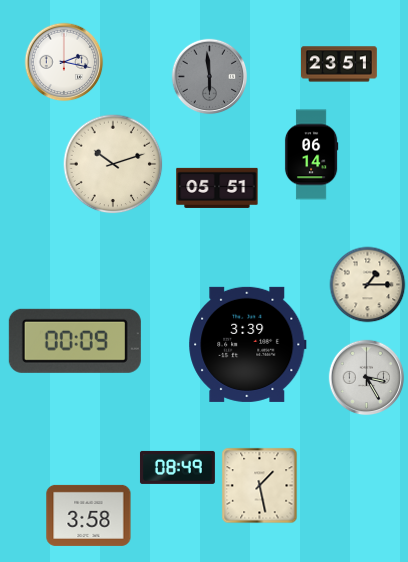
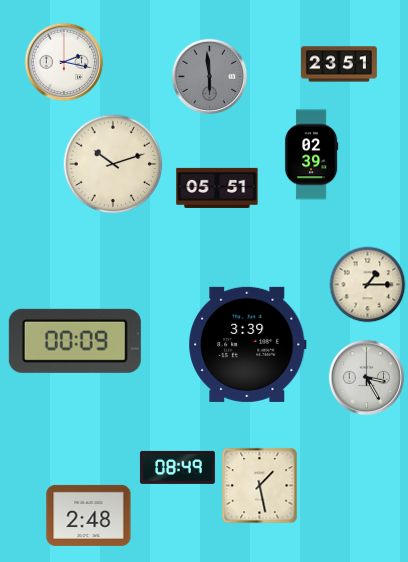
clock at (311, 155): 06:14 -> 02:39
clock at (89, 515): 3:58 -> 2:48
